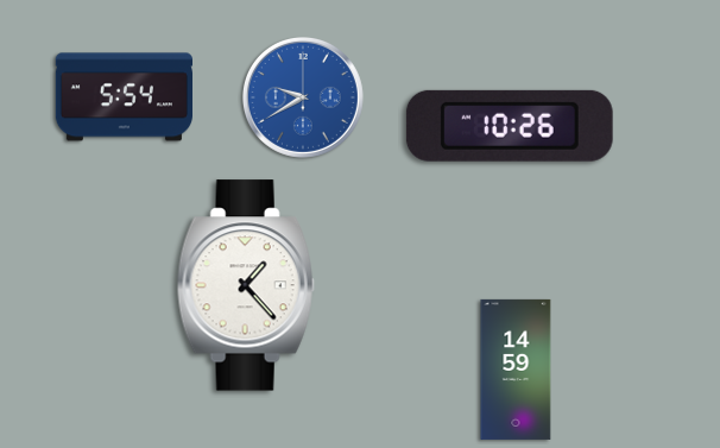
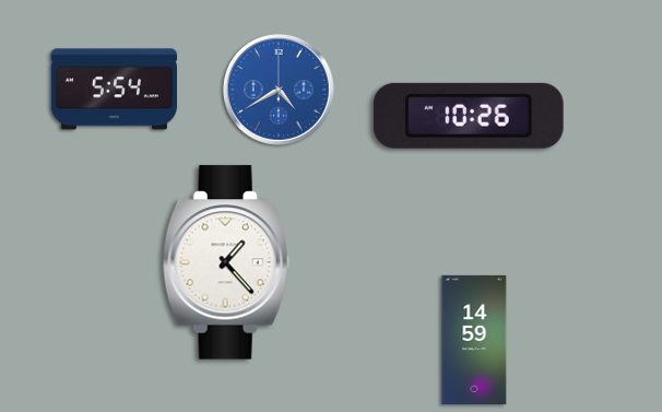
clock at (303, 97): 9:40 -> 4:40
